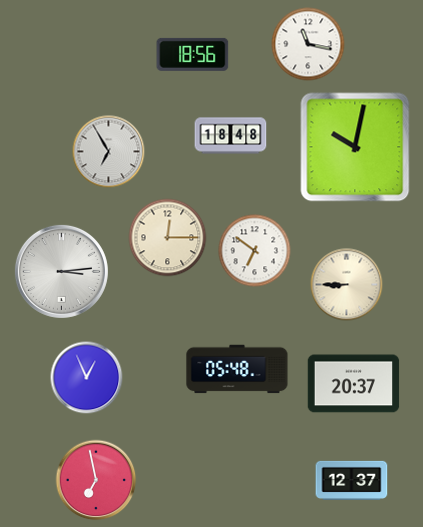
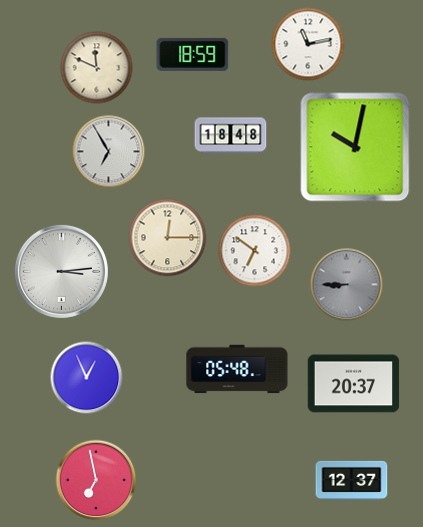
clock at (308, 44): 11:17 -> 11:13
clock at (193, 54): 18:56 -> 18:59
clock at (97, 68): none -> 11:49
clock at (347, 285) dial: cream -> grey
